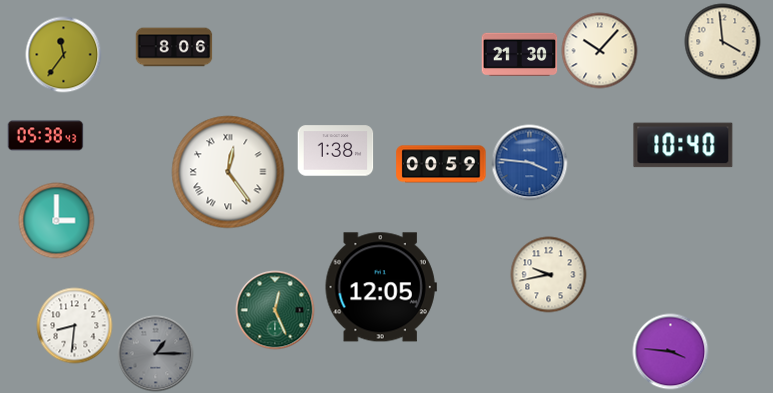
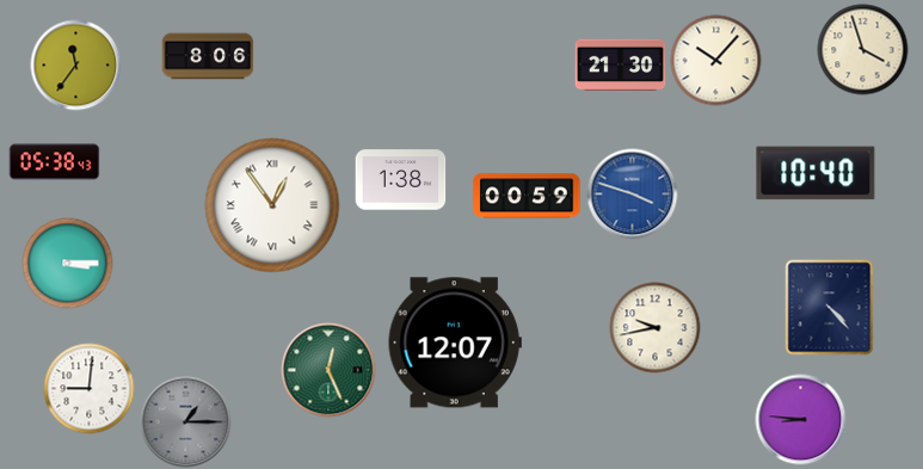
clock at (723, 42): 3:59 -> 3:57
clock at (530, 163): 3:46 -> 3:48
clock at (228, 172): 12:24 -> 12:54
clock at (57, 221): 3:00 -> 3:15
clock at (830, 308): none -> 4:23
clock at (381, 287): 12:05 -> 12:07
clock at (75, 326): 8:31 -> 9:01
clock at (671, 352): 3:46 -> 8:46
